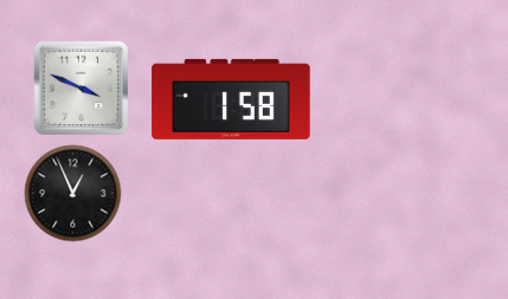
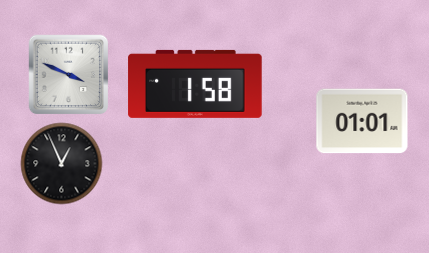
clock at (362, 121): none -> 01:01
